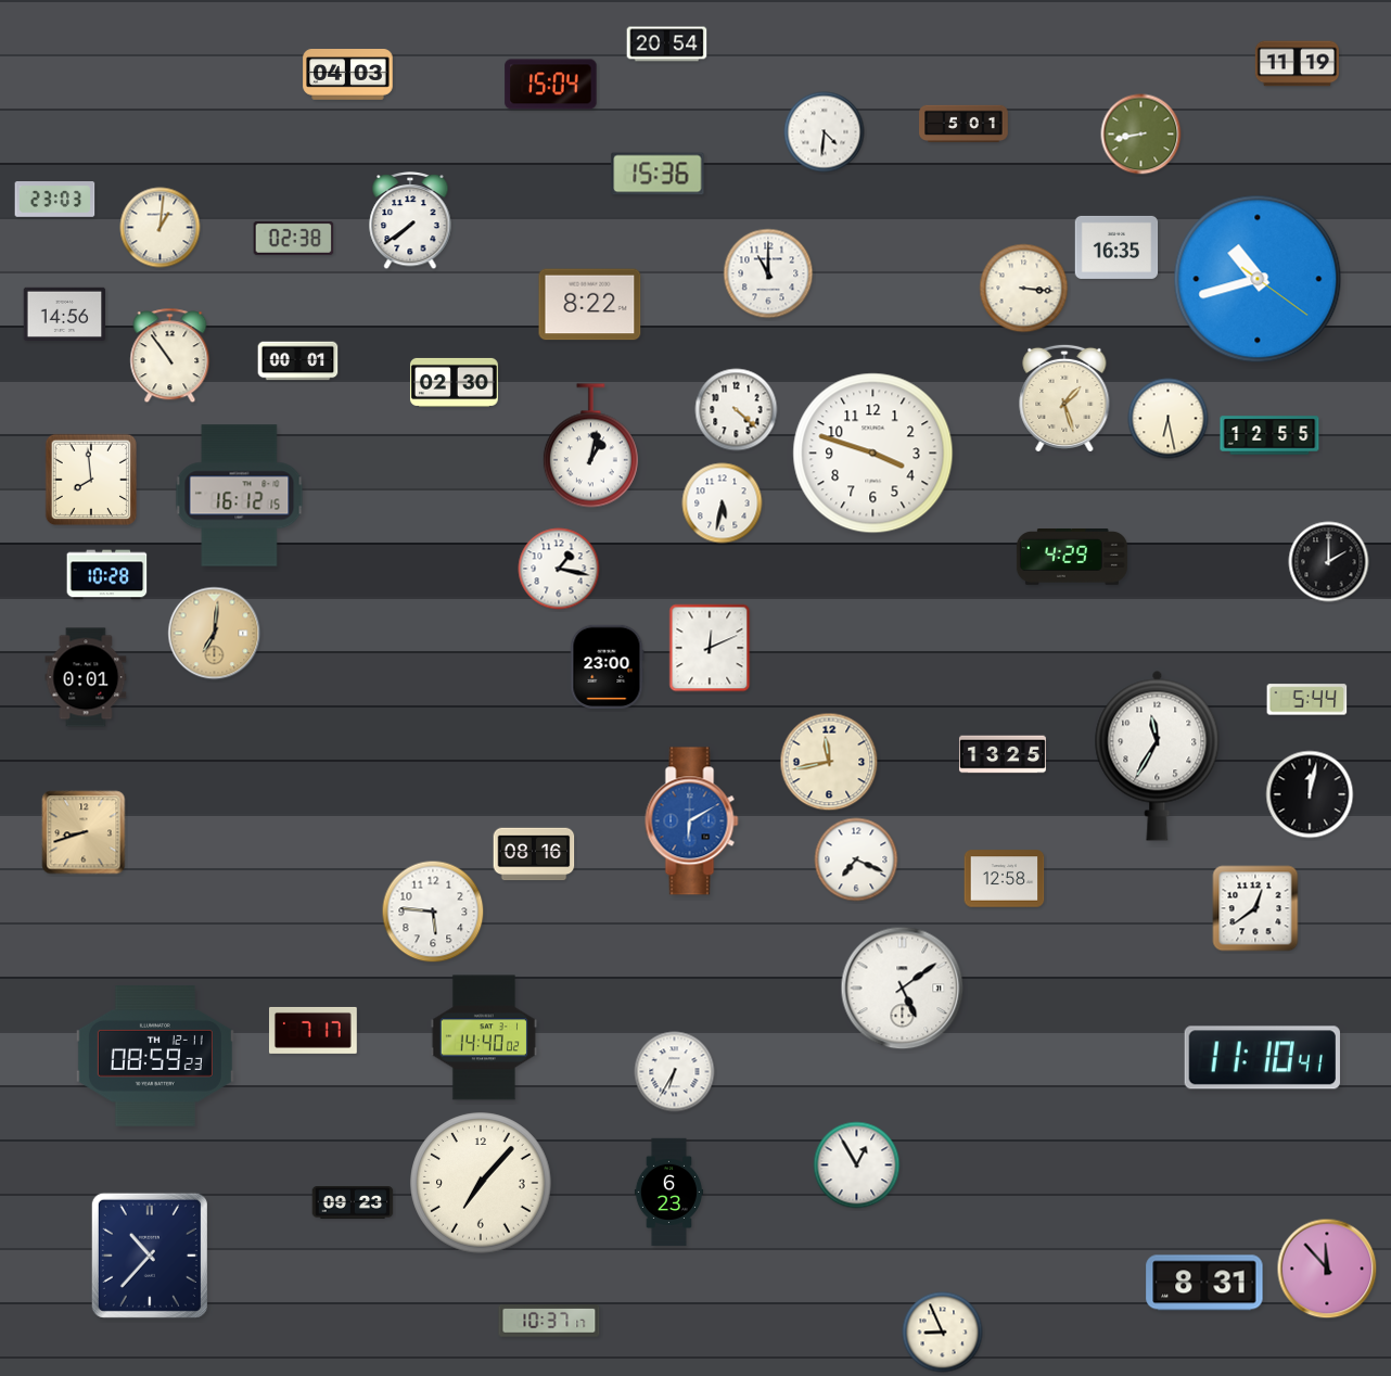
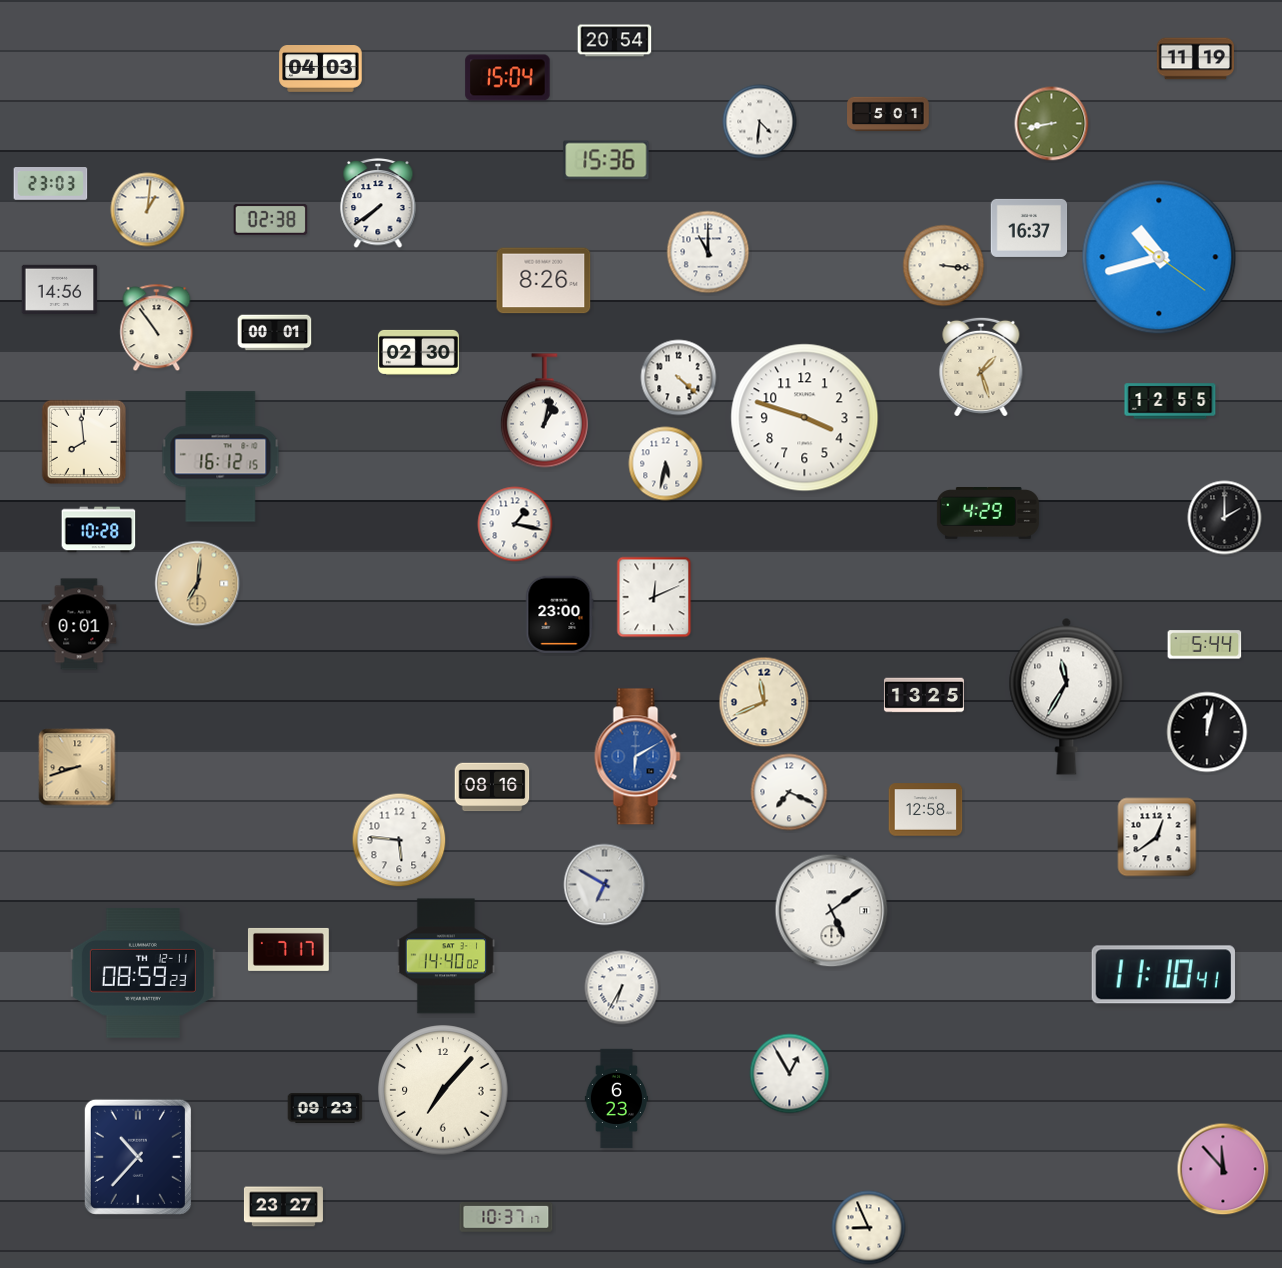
clock at (1116, 247): 16:35 -> 16:37
clock at (590, 305): 8:22 -> 8:26
clock at (1169, 419): 6:28 -> none
clock at (829, 762): 11:43 -> 11:41
clock at (605, 885): none -> 6:50
clock at (1204, 1283): 8:31 -> none
clock at (283, 1207): none -> 23:27
